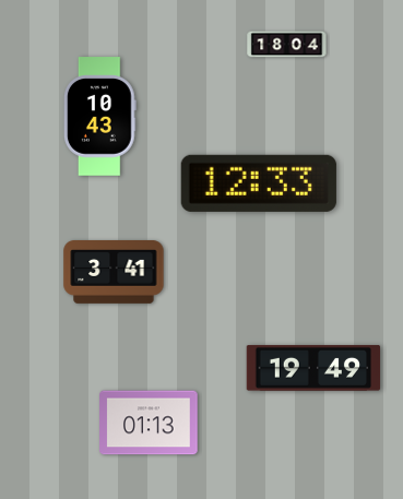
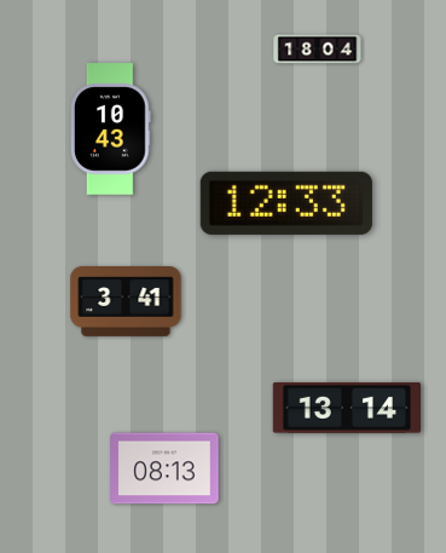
clock at (313, 368): 19:49 -> 13:14
clock at (149, 423): 01:13 -> 08:13
